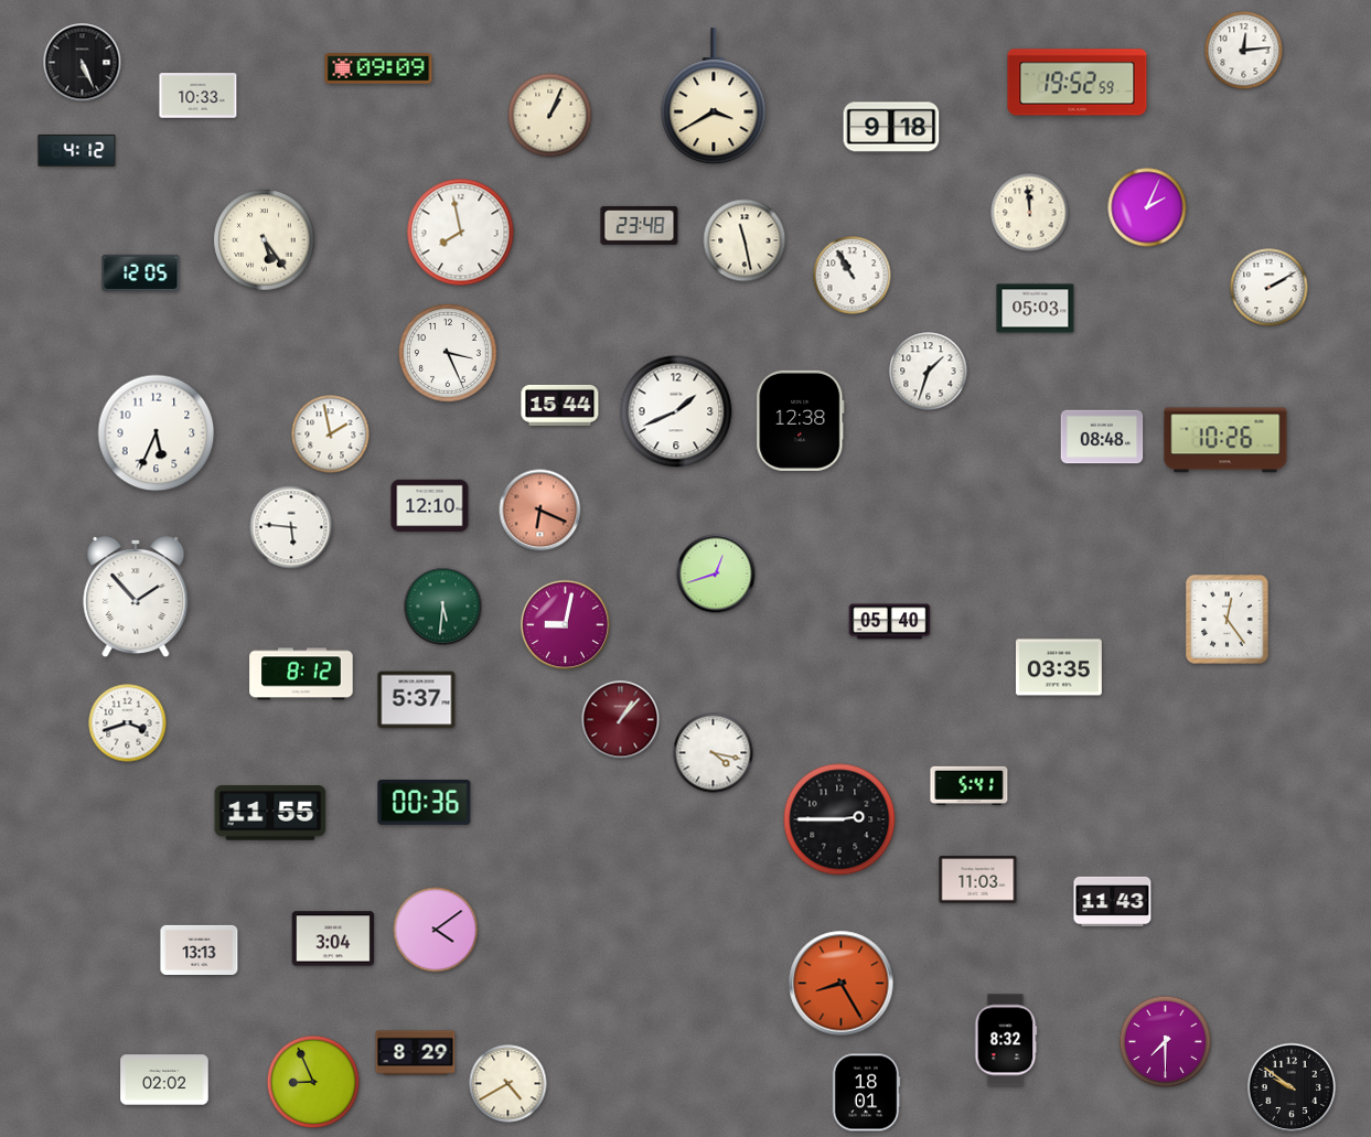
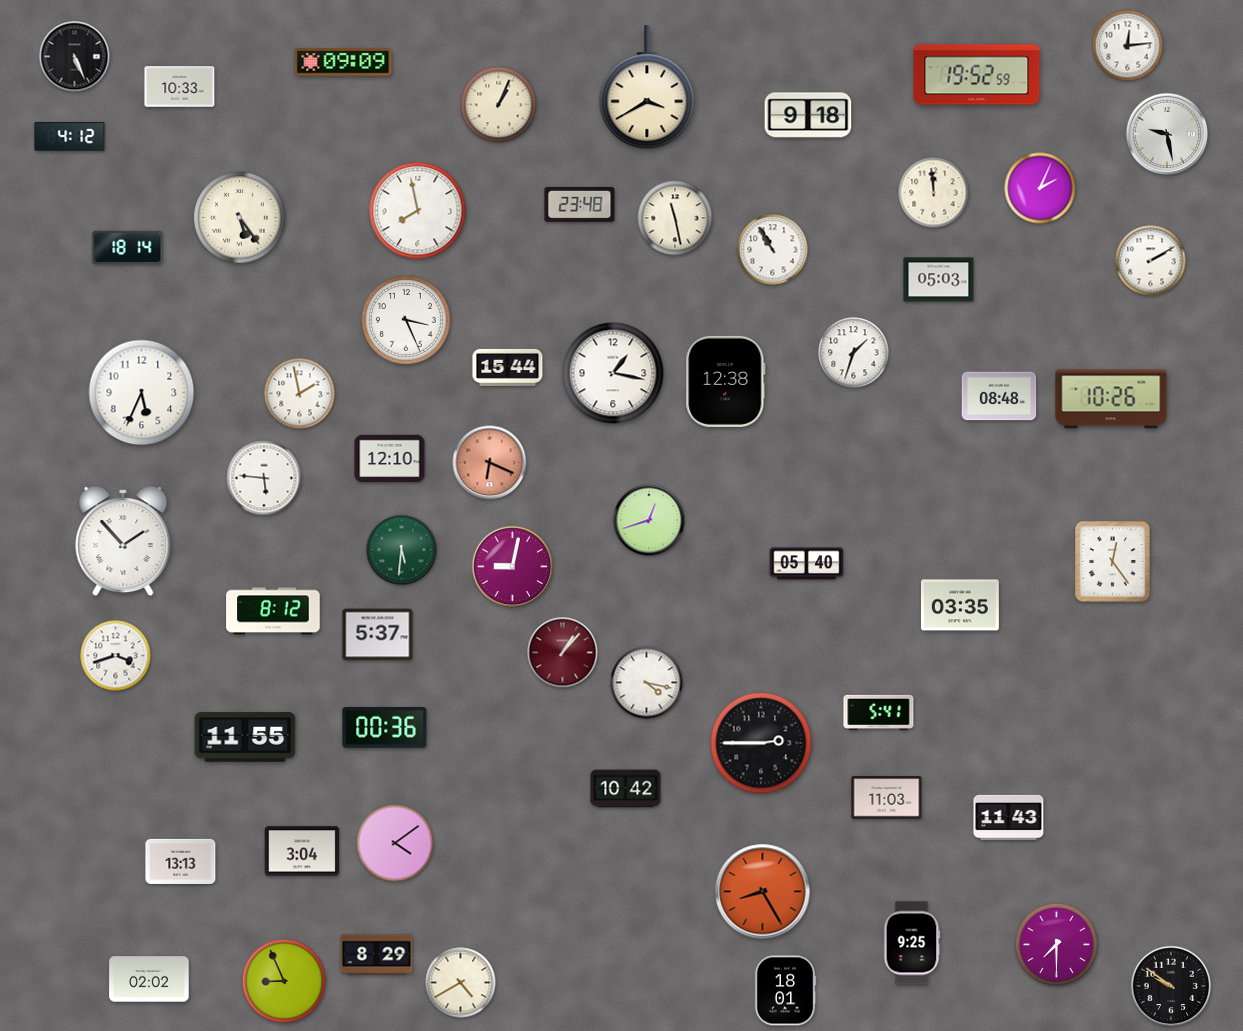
clock at (1167, 134): none -> 9:28
clock at (141, 272): 12:05 -> 18:14
clock at (929, 372) position: (929, 372) -> (854, 353)
clock at (676, 411): 1:41 -> 1:17
clock at (626, 789): none -> 10:42
clock at (1006, 1040): 8:32 -> 9:25
